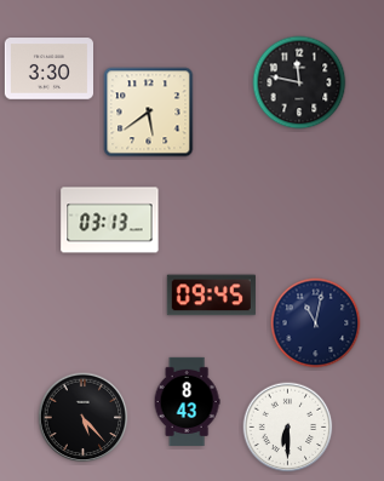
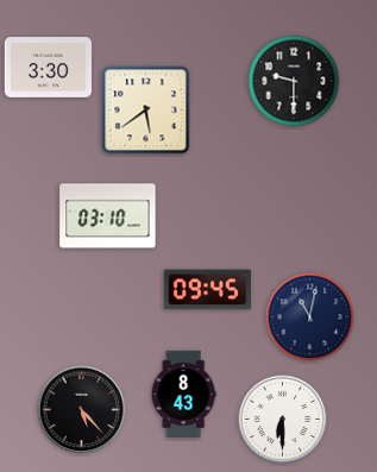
clock at (299, 82): 11:47 -> 9:30
clock at (110, 221): 03:13 -> 03:10
